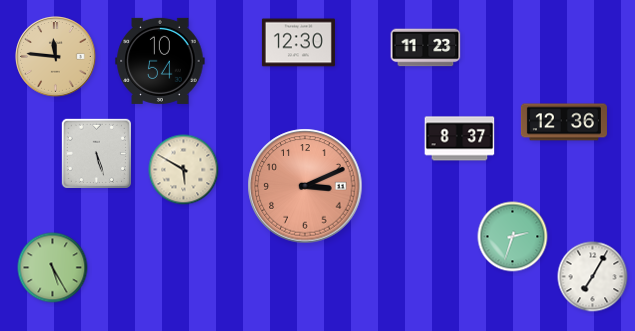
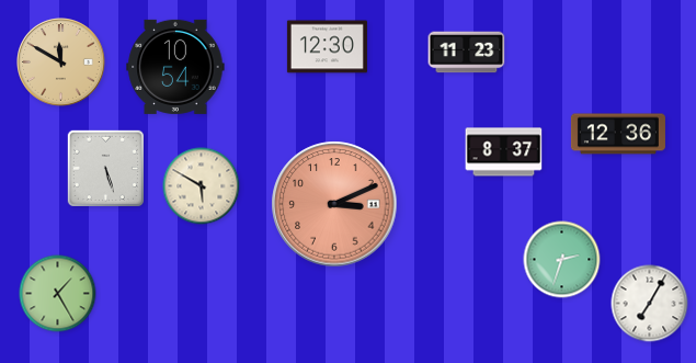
clock at (56, 57): 11:46 -> 11:50
clock at (53, 268): 5:25 -> 1:25
